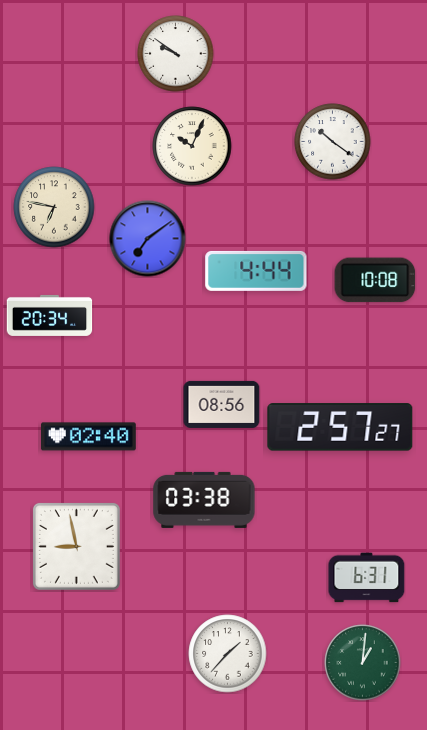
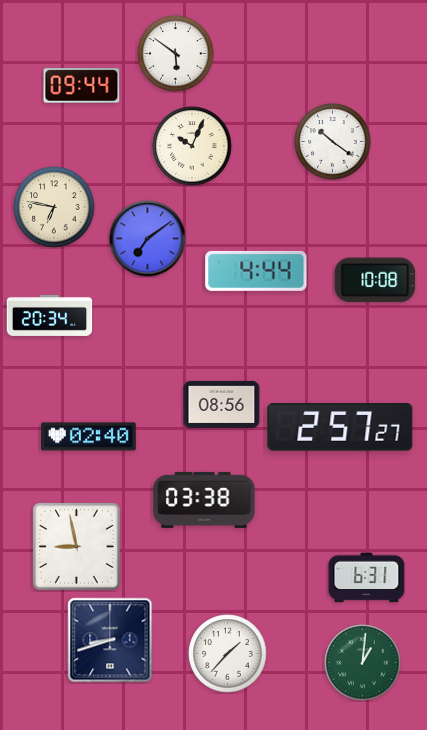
clock at (176, 54): 9:51 -> 5:51
clock at (82, 86): none -> 09:44
clock at (110, 640): none -> 8:42
